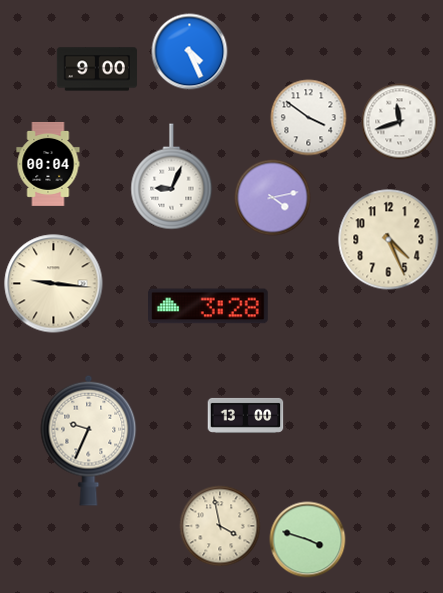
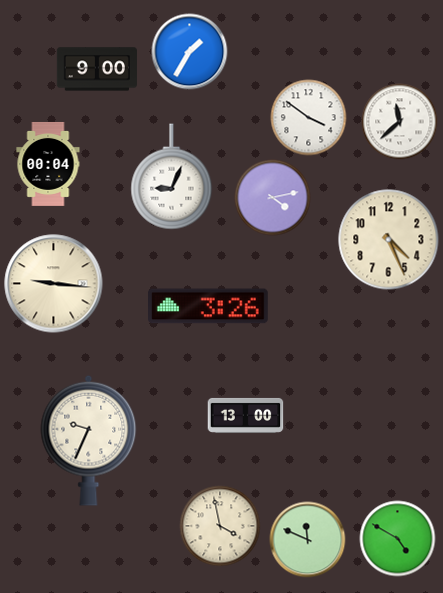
clock at (190, 52): 4:26 -> 1:35
clock at (400, 122): 11:42 -> 11:38
clock at (209, 306): 3:28 -> 3:26
clock at (398, 539): none -> 4:50
clock at (308, 540): 3:48 -> 11:49
